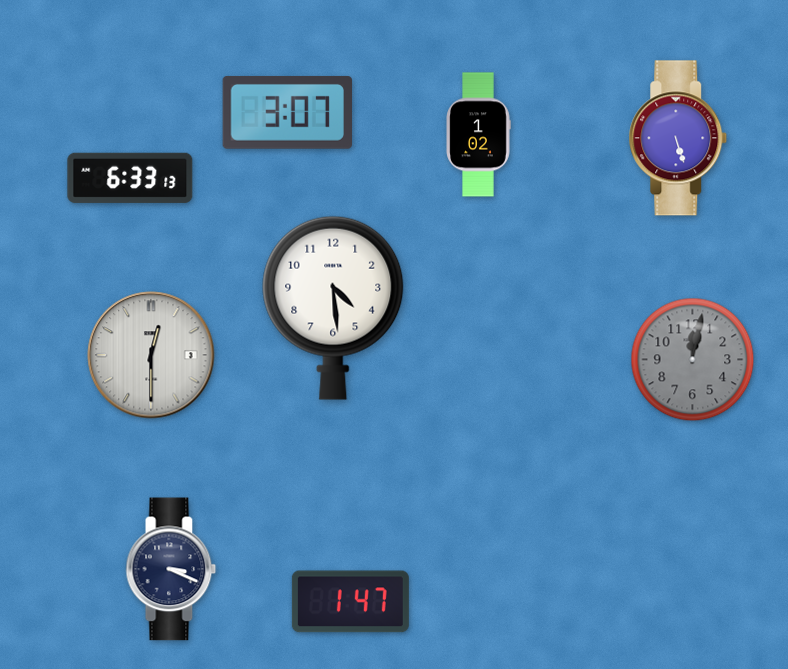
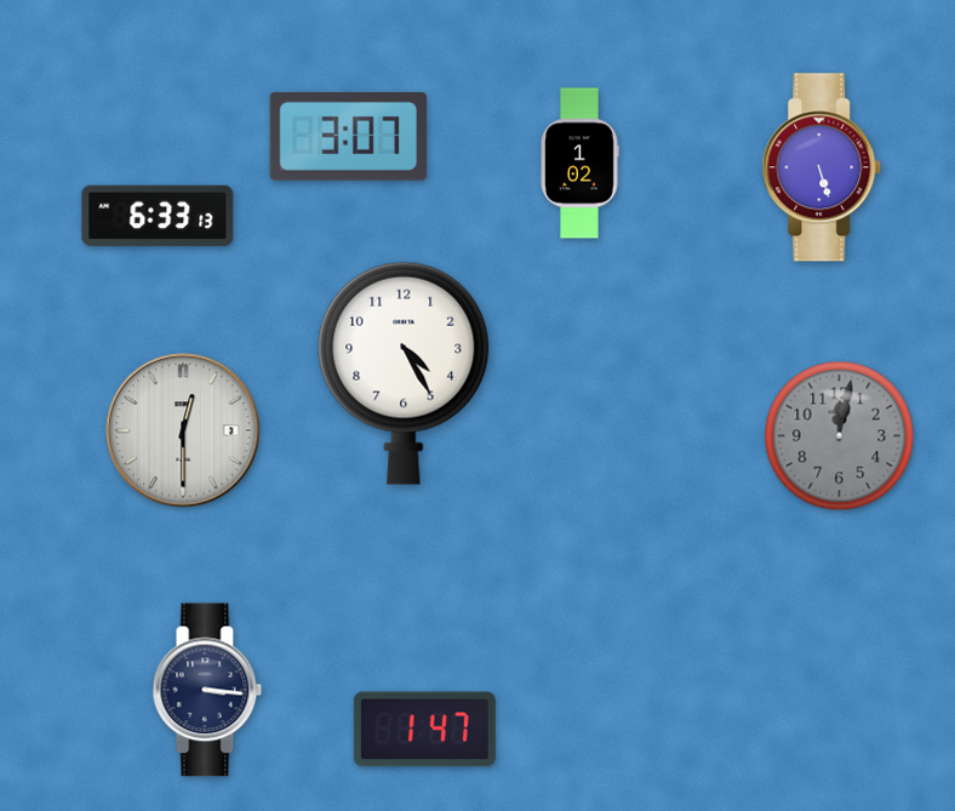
clock at (333, 308): 4:29 -> 4:25
clock at (171, 569): 3:19 -> 3:16
